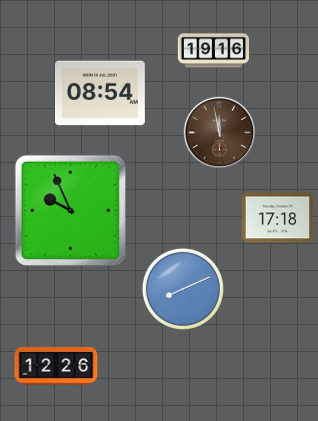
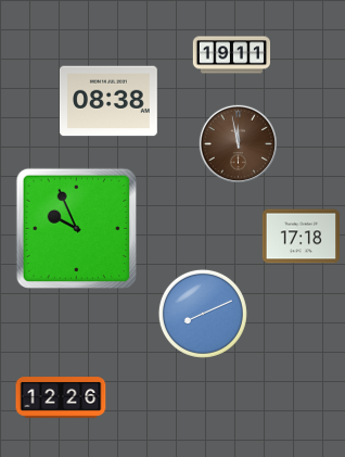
clock at (213, 51): 19:16 -> 19:11
clock at (100, 93): 08:54 -> 08:38
clock at (183, 289) position: (183, 289) -> (203, 314)
